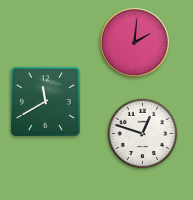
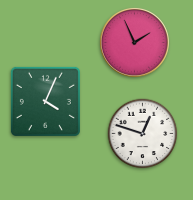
clock at (134, 42): 2:01 -> 1:56
clock at (45, 101): 11:40 -> 4:04
